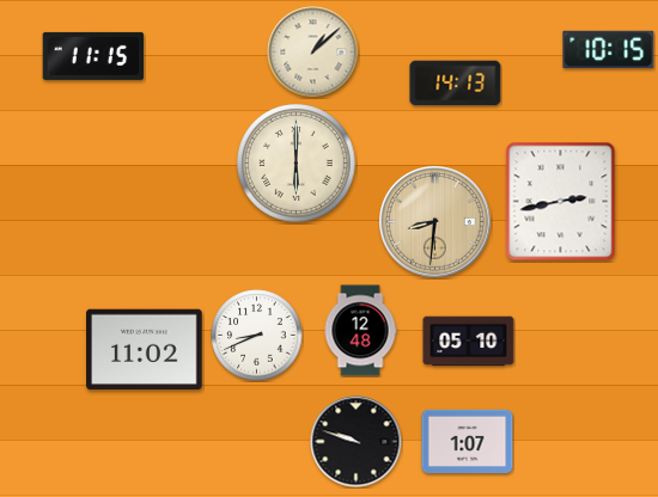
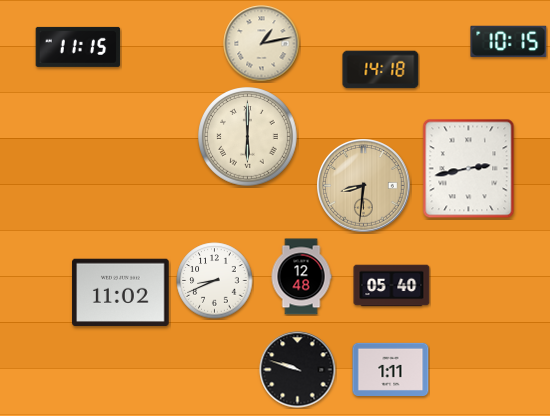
clock at (313, 53): 1:08 -> 1:13
clock at (456, 84): 14:13 -> 14:18
clock at (469, 342): 05:10 -> 05:40
clock at (468, 441): 1:07 -> 1:11
